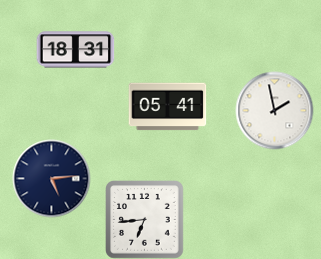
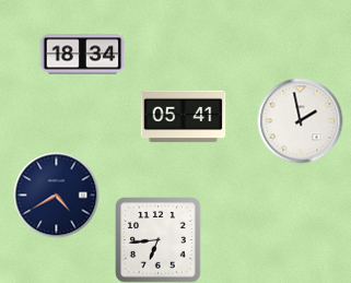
clock at (75, 50): 18:31 -> 18:34
clock at (51, 178): 5:14 -> 4:40
